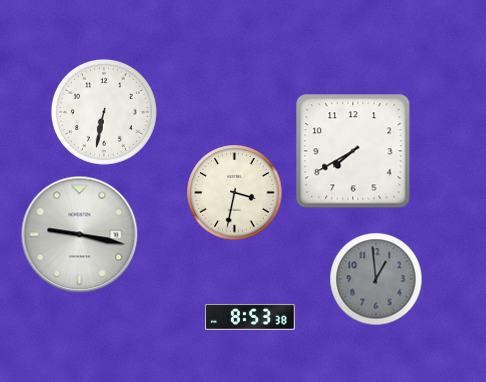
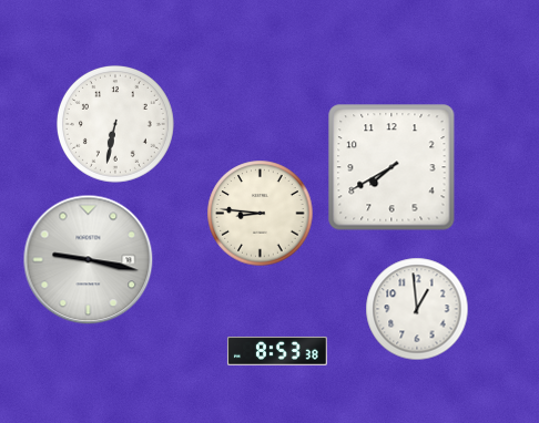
clock at (234, 192): 3:32 -> 8:46
clock at (376, 279) dial: grey -> white
